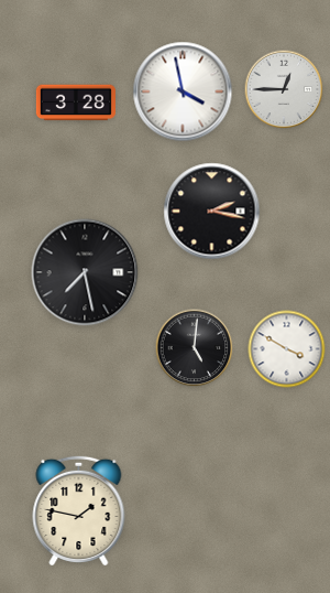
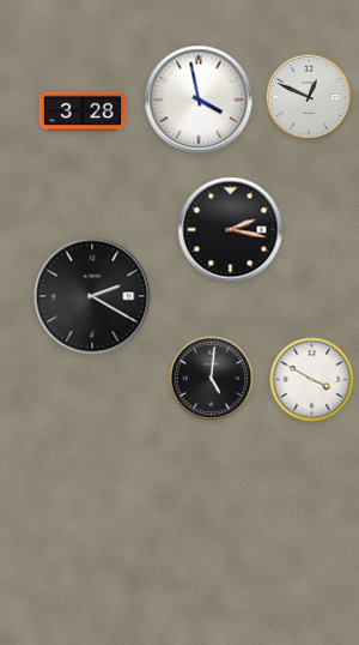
clock at (284, 89): 12:45 -> 12:49
clock at (85, 272): 7:28 -> 2:20
clock at (79, 509): 1:47 -> none
